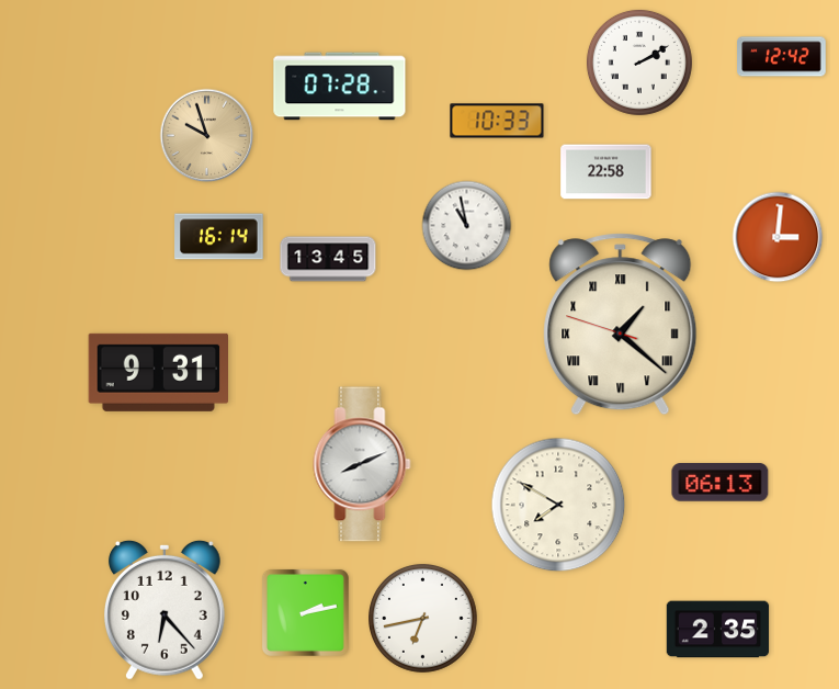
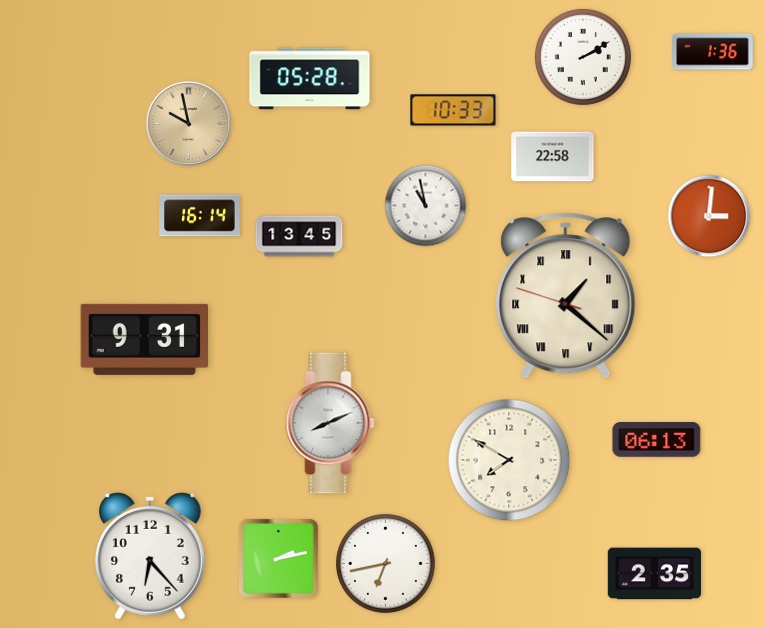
clock at (782, 57): 12:42 -> 1:36
clock at (340, 87): 07:28 -> 05:28
clock at (207, 136): 9:57 -> 9:58
